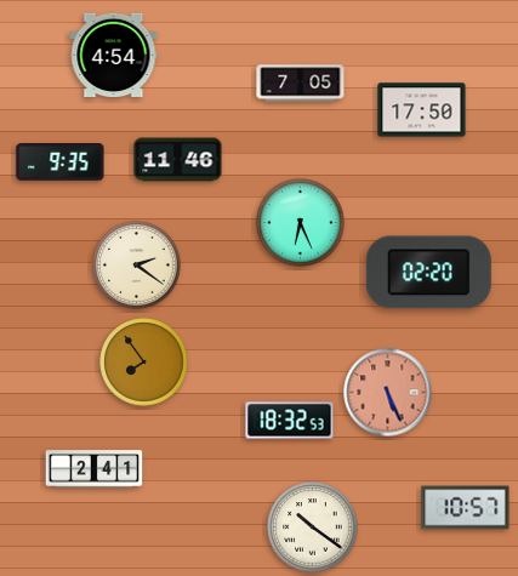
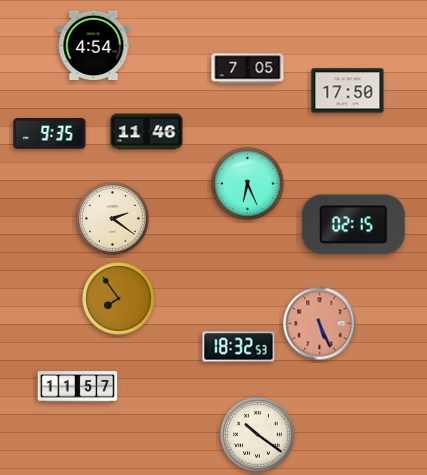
clock at (428, 273): 02:20 -> 02:15
clock at (95, 469): 2:41 -> 11:57
clock at (466, 508): 10:57 -> none
